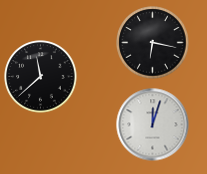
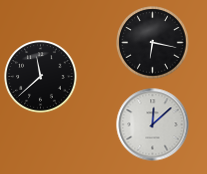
clock at (153, 125): 12:03 -> 12:08
